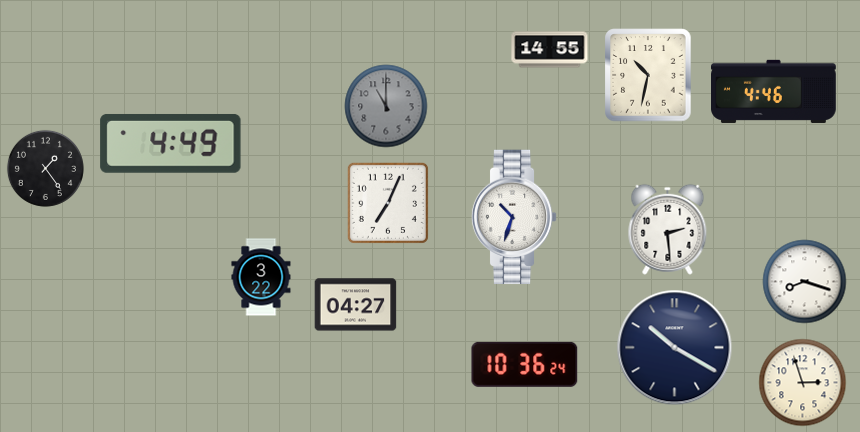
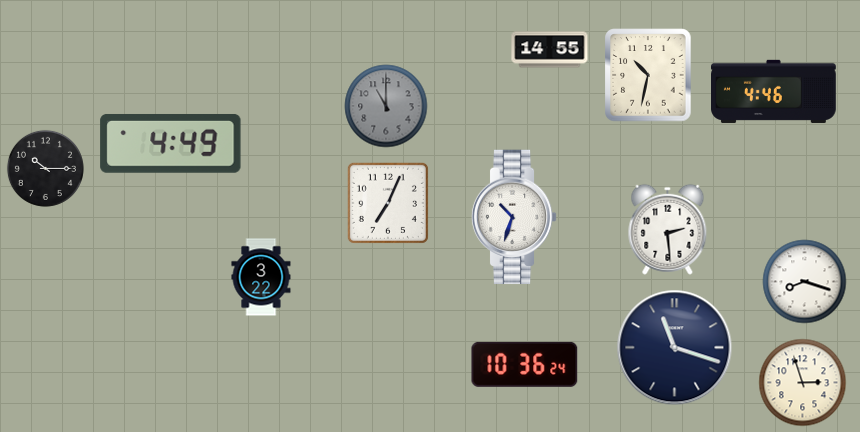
clock at (45, 168): 1:24 -> 10:15
clock at (356, 305): 04:27 -> none
clock at (675, 348): 10:20 -> 11:18
